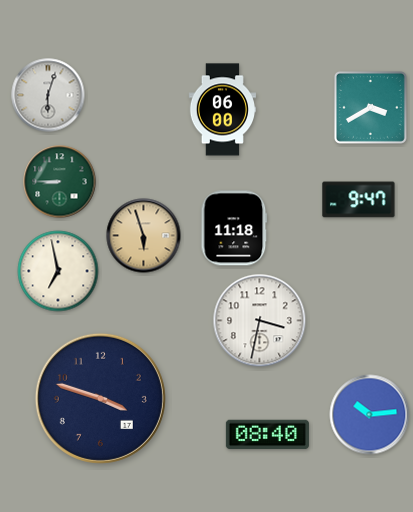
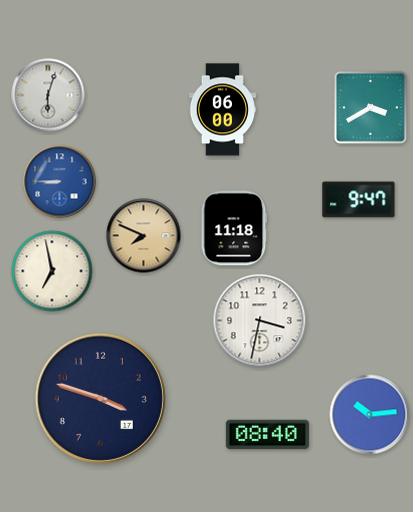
clock at (60, 182) dial: green -> blue
clock at (144, 236): 5:57 -> 7:49
clock at (58, 271) position: (58, 271) -> (52, 271)
